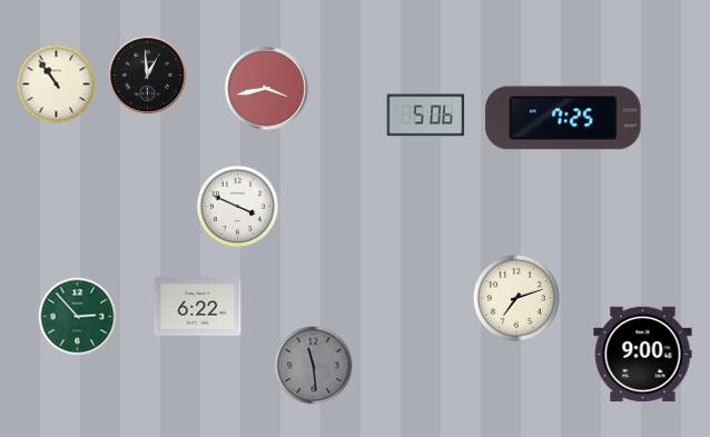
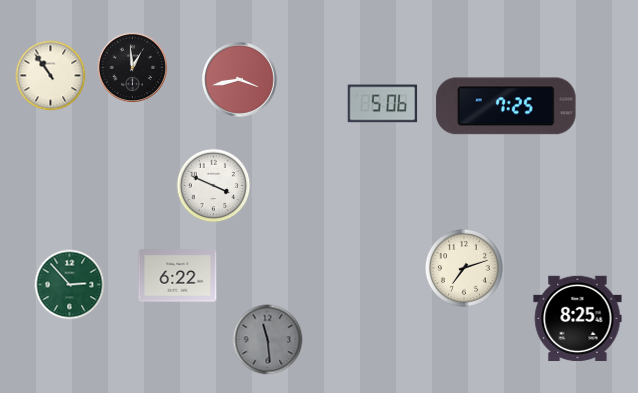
clock at (643, 355): 9:00 -> 8:25
clock at (314, 366) position: (314, 366) -> (268, 340)
